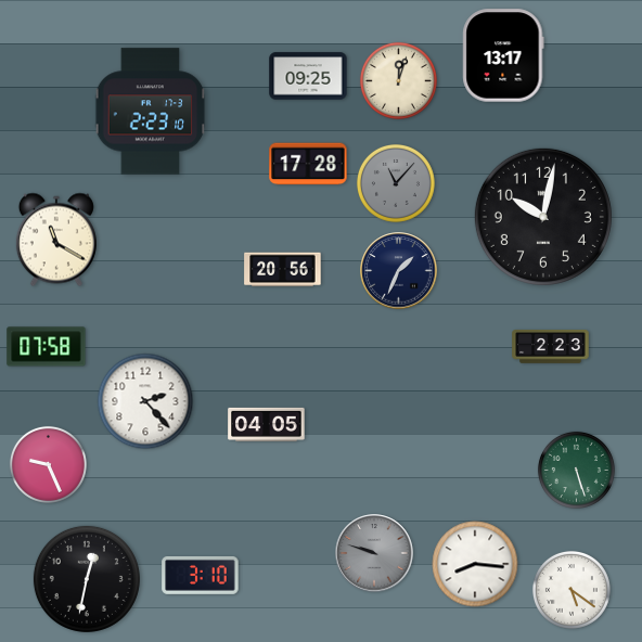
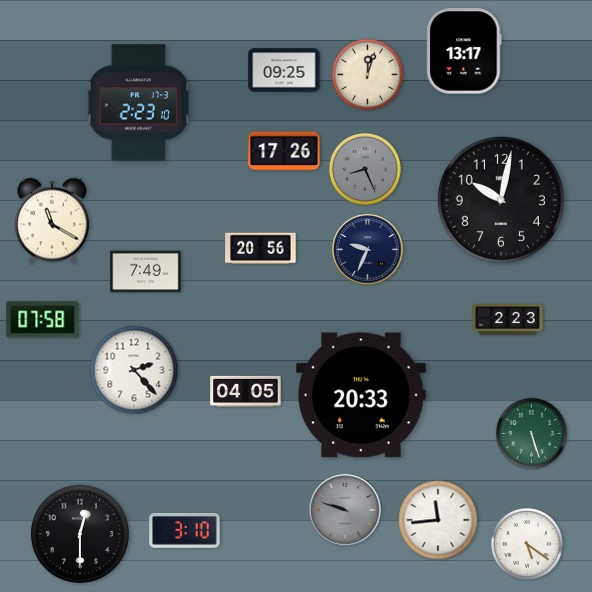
clock at (308, 164): 17:28 -> 17:26
clock at (396, 183): 11:07 -> 8:26
clock at (399, 271): 1:34 -> 9:34
clock at (146, 272): none -> 7:49
clock at (361, 395): none -> 20:33
clock at (48, 464): 9:26 -> none
clock at (475, 564): 8:16 -> 11:44
clock at (87, 579): 12:32 -> 12:30
